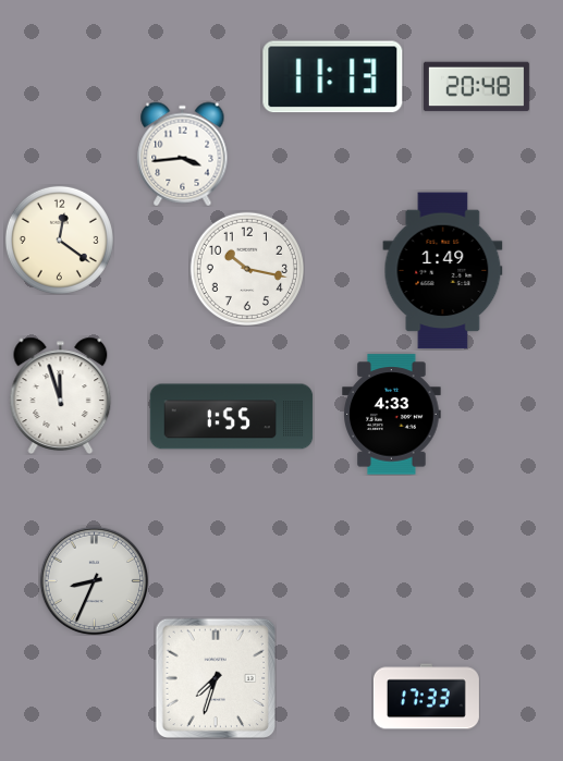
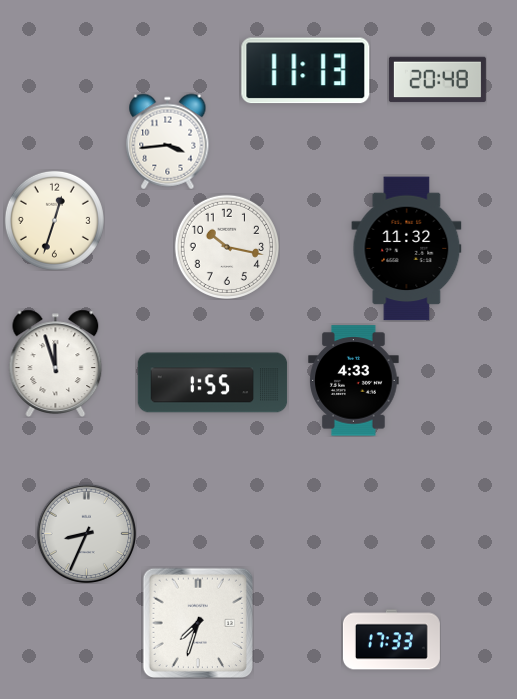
clock at (59, 240): 12:21 -> 12:33
clock at (443, 271): 1:49 -> 11:32
clock at (392, 415) position: (392, 415) -> (354, 381)
